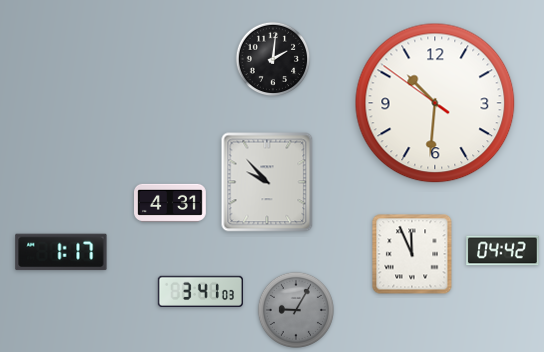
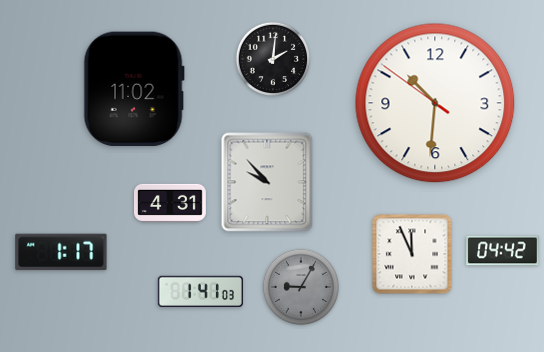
clock at (134, 89): none -> 11:02
clock at (200, 291): 3:41 -> 1:41
clock at (296, 310) position: (296, 310) -> (301, 287)
